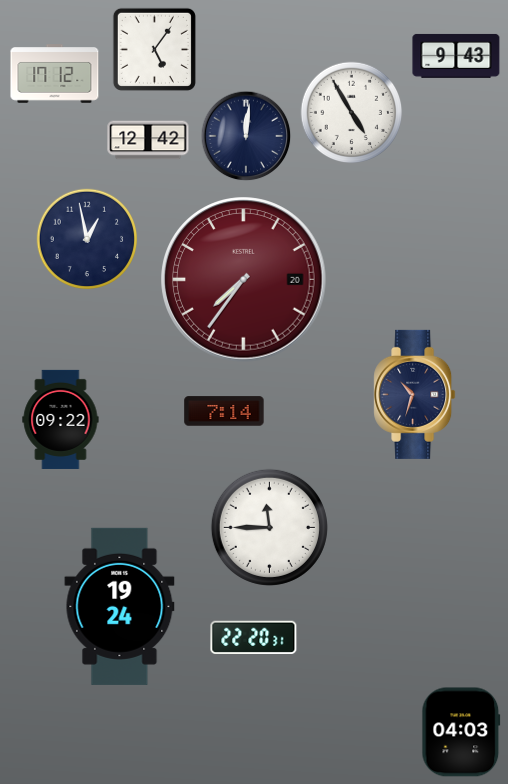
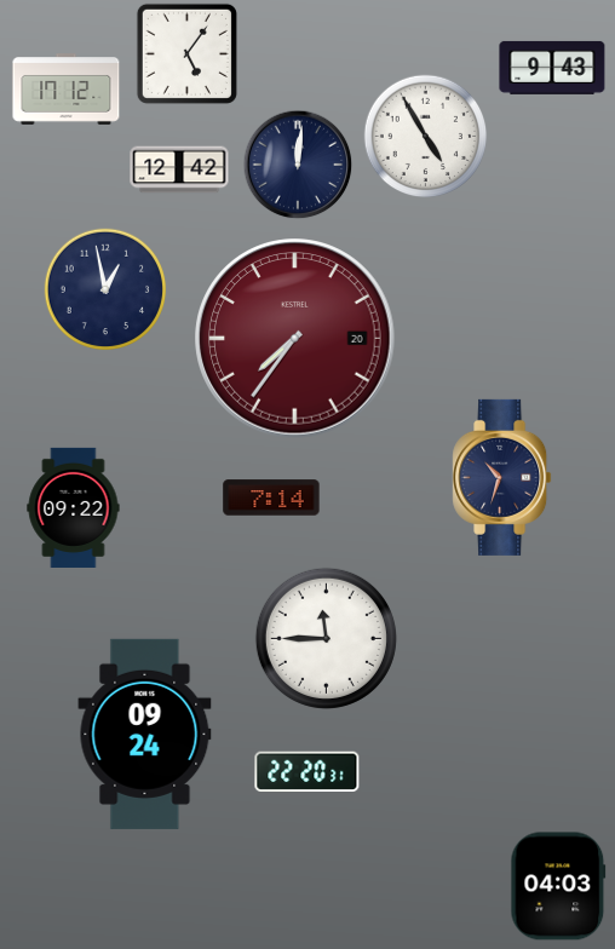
clock at (154, 49) position: (154, 49) -> (186, 53)
clock at (120, 606): 19:24 -> 09:24
